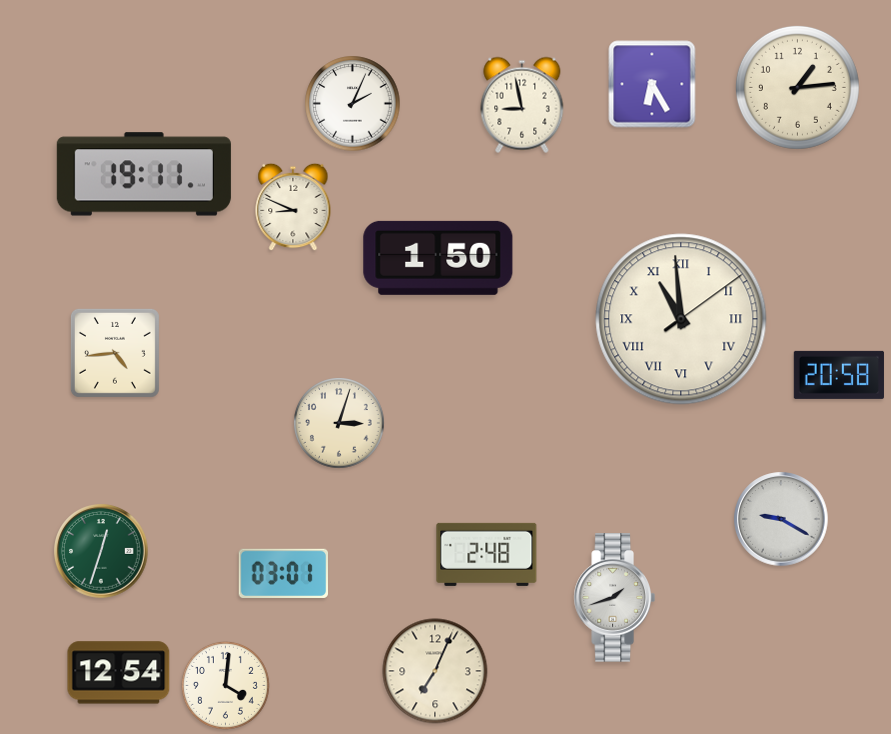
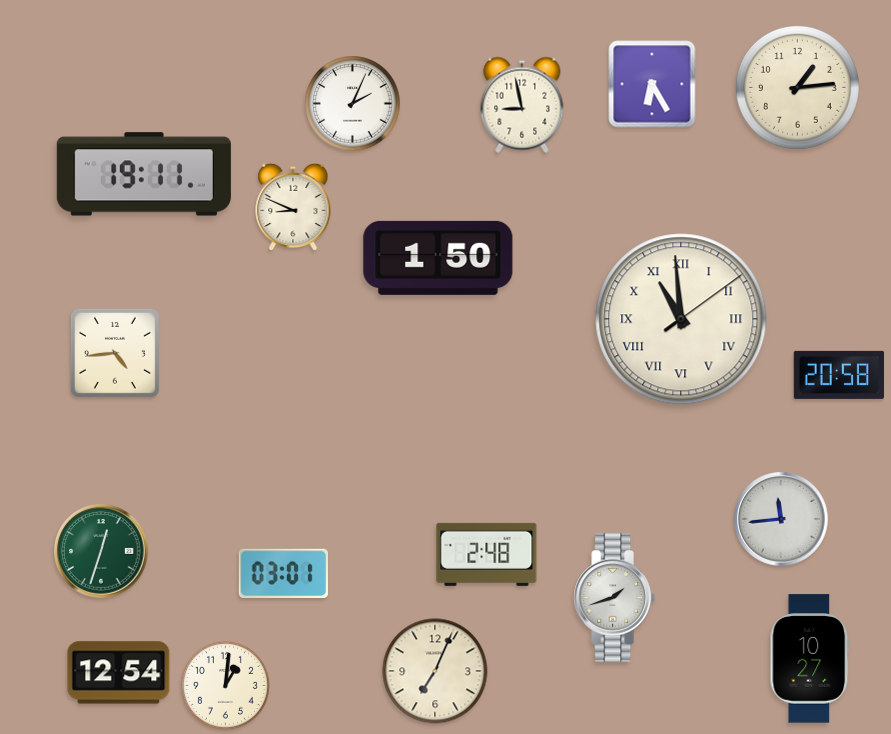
clock at (340, 424): 3:03 -> none
clock at (781, 519): 9:20 -> 11:44
clock at (810, 659): none -> 10:27
clock at (225, 685): 4:01 -> 1:01
